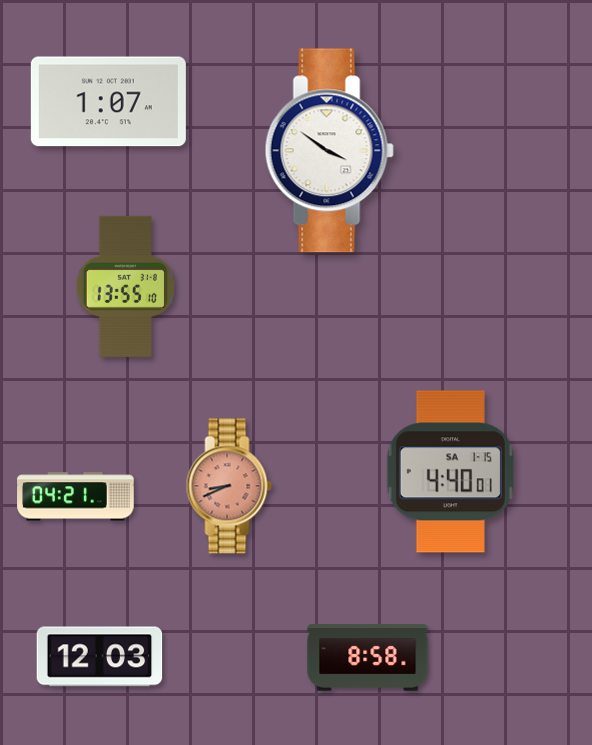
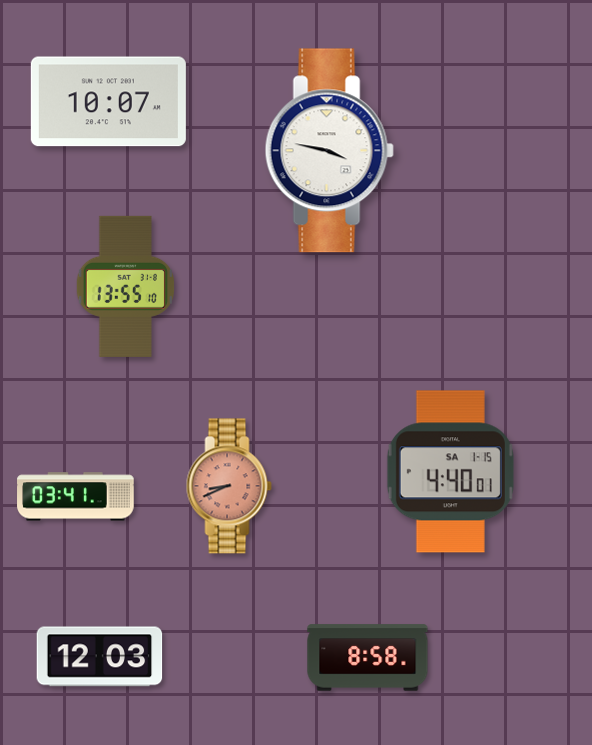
clock at (108, 102): 1:07 -> 10:07
clock at (329, 151): 3:51 -> 3:47
clock at (76, 497): 04:21 -> 03:41
